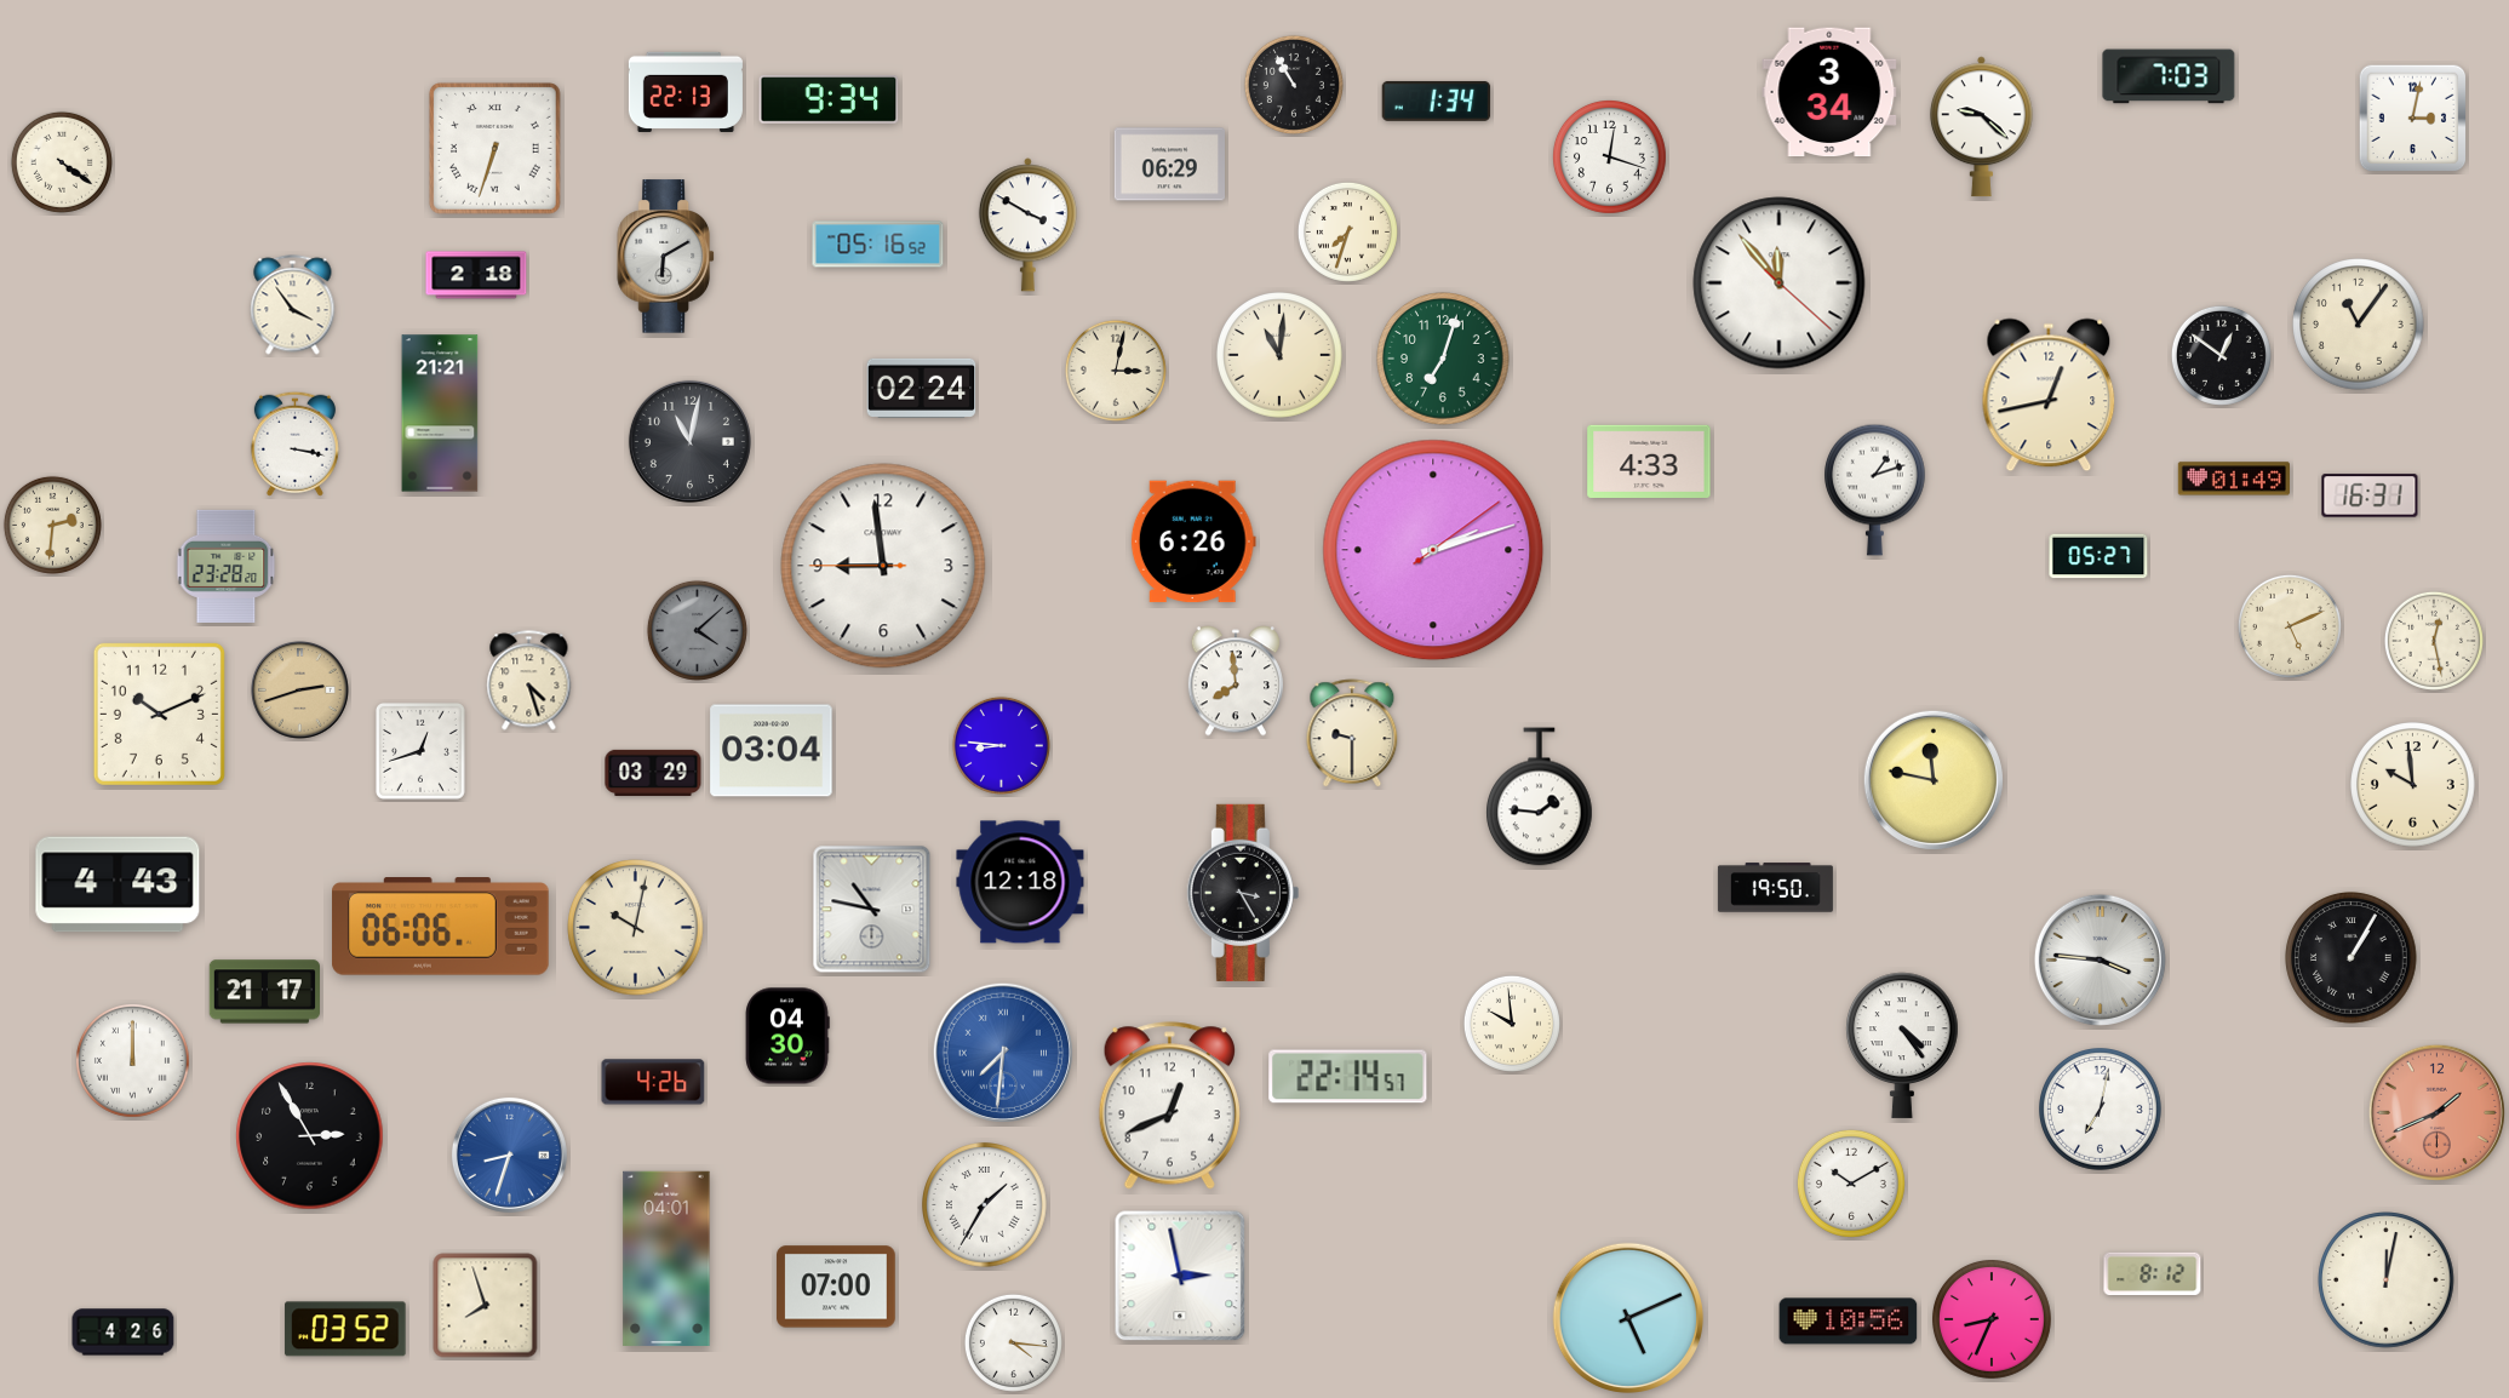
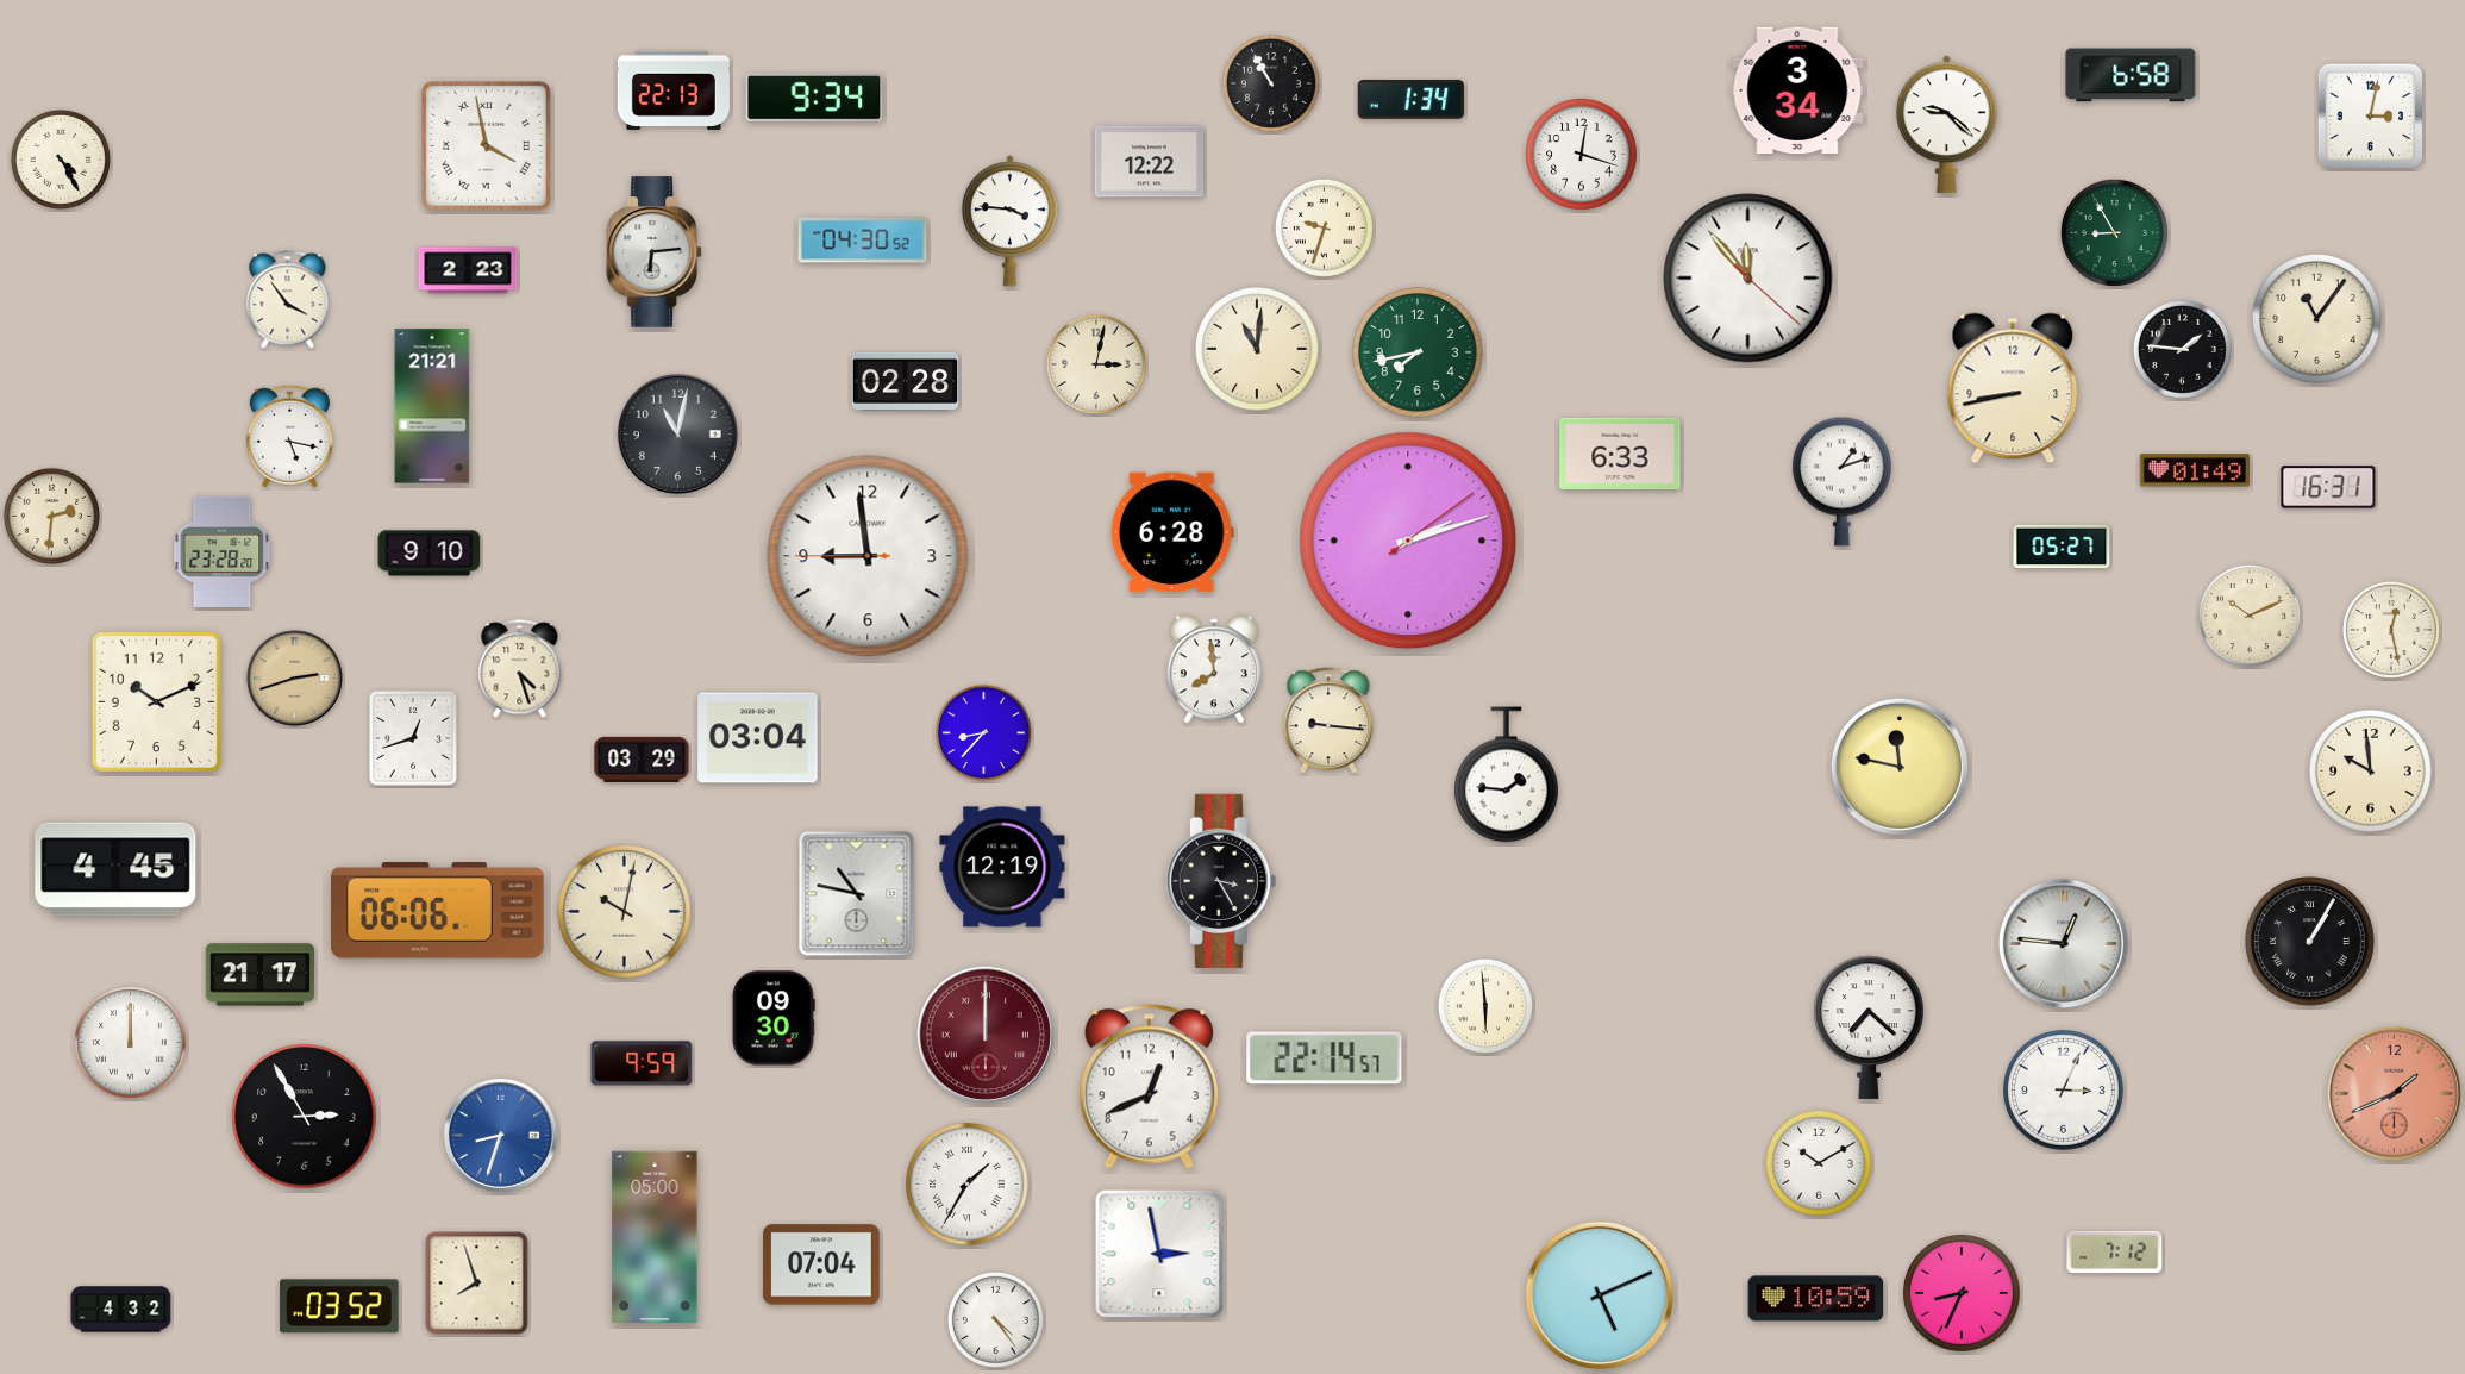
clock at (2169, 76): 7:03 -> 6:58
clock at (494, 148): 6:33 -> 3:58
clock at (62, 162): 4:21 -> 4:25
clock at (1169, 165): 06:29 -> 12:22
clock at (1027, 225): 3:50 -> 3:46
clock at (1347, 231): 7:33 -> 9:33
clock at (2114, 232): none -> 8:55
clock at (878, 245): 05:16 -> 04:30
clock at (665, 257): 6:10 -> 6:14
clock at (476, 275): 2:18 -> 2:23
clock at (2221, 355): 12:51 -> 1:46
clock at (1443, 359): 7:03 -> 7:43
clock at (922, 388): 02:24 -> 02:28
clock at (2049, 395): 12:43 -> 8:43
clock at (294, 443): 3:17 -> 5:17
clock at (1649, 462): 4:33 -> 6:33
clock at (1193, 542): 6:26 -> 6:28
clock at (430, 554): none -> 9:10
clock at (227, 566) position: (227, 566) -> (223, 551)
clock at (2290, 626): 5:11 -> 10:11
clock at (697, 630): 4:08 -> none
clock at (1352, 734): 9:30 -> 9:16
clock at (1001, 745): 8:46 -> 8:37
clock at (1540, 797) position: (1540, 797) -> (1507, 775)
clock at (1020, 882): 12:18 -> 12:19
clock at (118, 884): 4:43 -> 4:45
clock at (1775, 888): 19:50 -> none
clock at (1243, 893) position: (1243, 893) -> (1221, 881)
clock at (441, 927) position: (441, 927) -> (438, 911)
clock at (2100, 959): 3:46 -> 12:46
clock at (1512, 1024): 9:59 -> 5:59
clock at (787, 1036): 04:30 -> 09:30
clock at (1902, 1045): 4:24 -> 7:22
clock at (1003, 1053): 7:31 -> 12:00
clock at (1003, 1053) dial: blue -> burgundy
clock at (653, 1082): 4:26 -> 9:59
clock at (2101, 1110): 7:02 -> 3:04
clock at (666, 1259): 04:01 -> 05:00
clock at (2153, 1274): 8:12 -> 7:12
clock at (2387, 1280): 12:02 -> none
clock at (836, 1287): 07:00 -> 07:04
clock at (1993, 1320) position: (1993, 1320) -> (1963, 1294)
clock at (1849, 1322): 10:56 -> 10:59
clock at (124, 1333): 4:26 -> 4:32
clock at (1013, 1342): 4:16 -> 4:24
